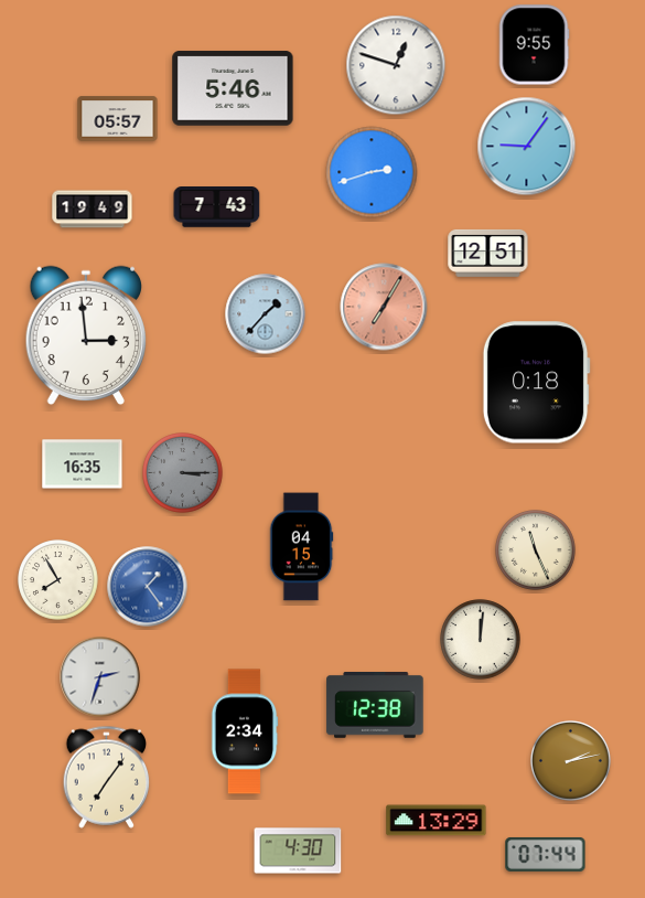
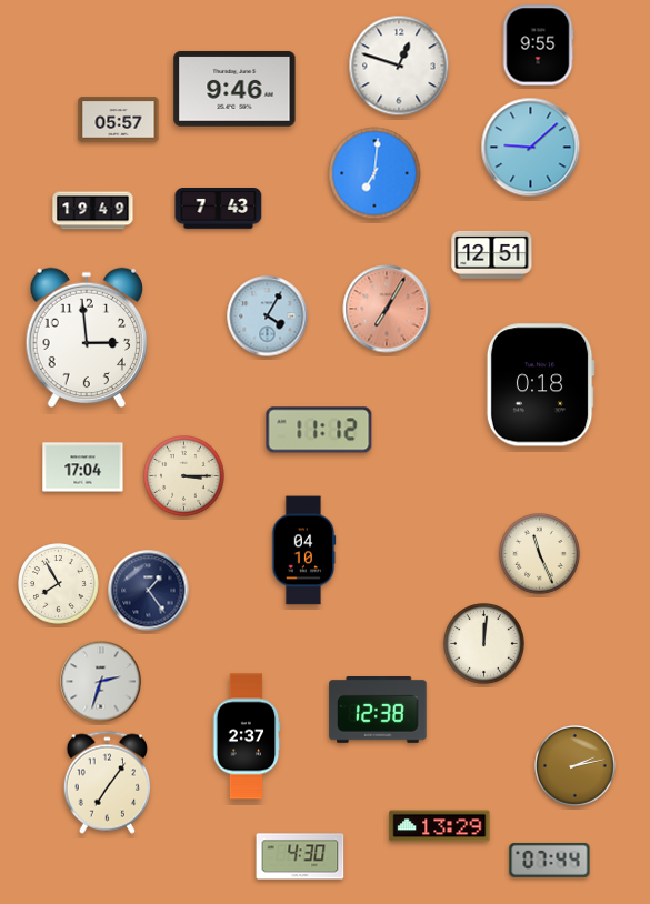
clock at (233, 88): 5:46 -> 9:46
clock at (527, 147): 9:06 -> 9:08
clock at (372, 172): 2:42 -> 7:01
clock at (266, 314): 1:37 -> 4:05
clock at (319, 430): none -> 11:12
clock at (83, 464): 16:35 -> 17:04
clock at (183, 473) dial: grey -> cream
clock at (301, 547): 04:15 -> 04:10
clock at (148, 587) dial: blue -> navy
clock at (245, 731): 2:34 -> 2:37
